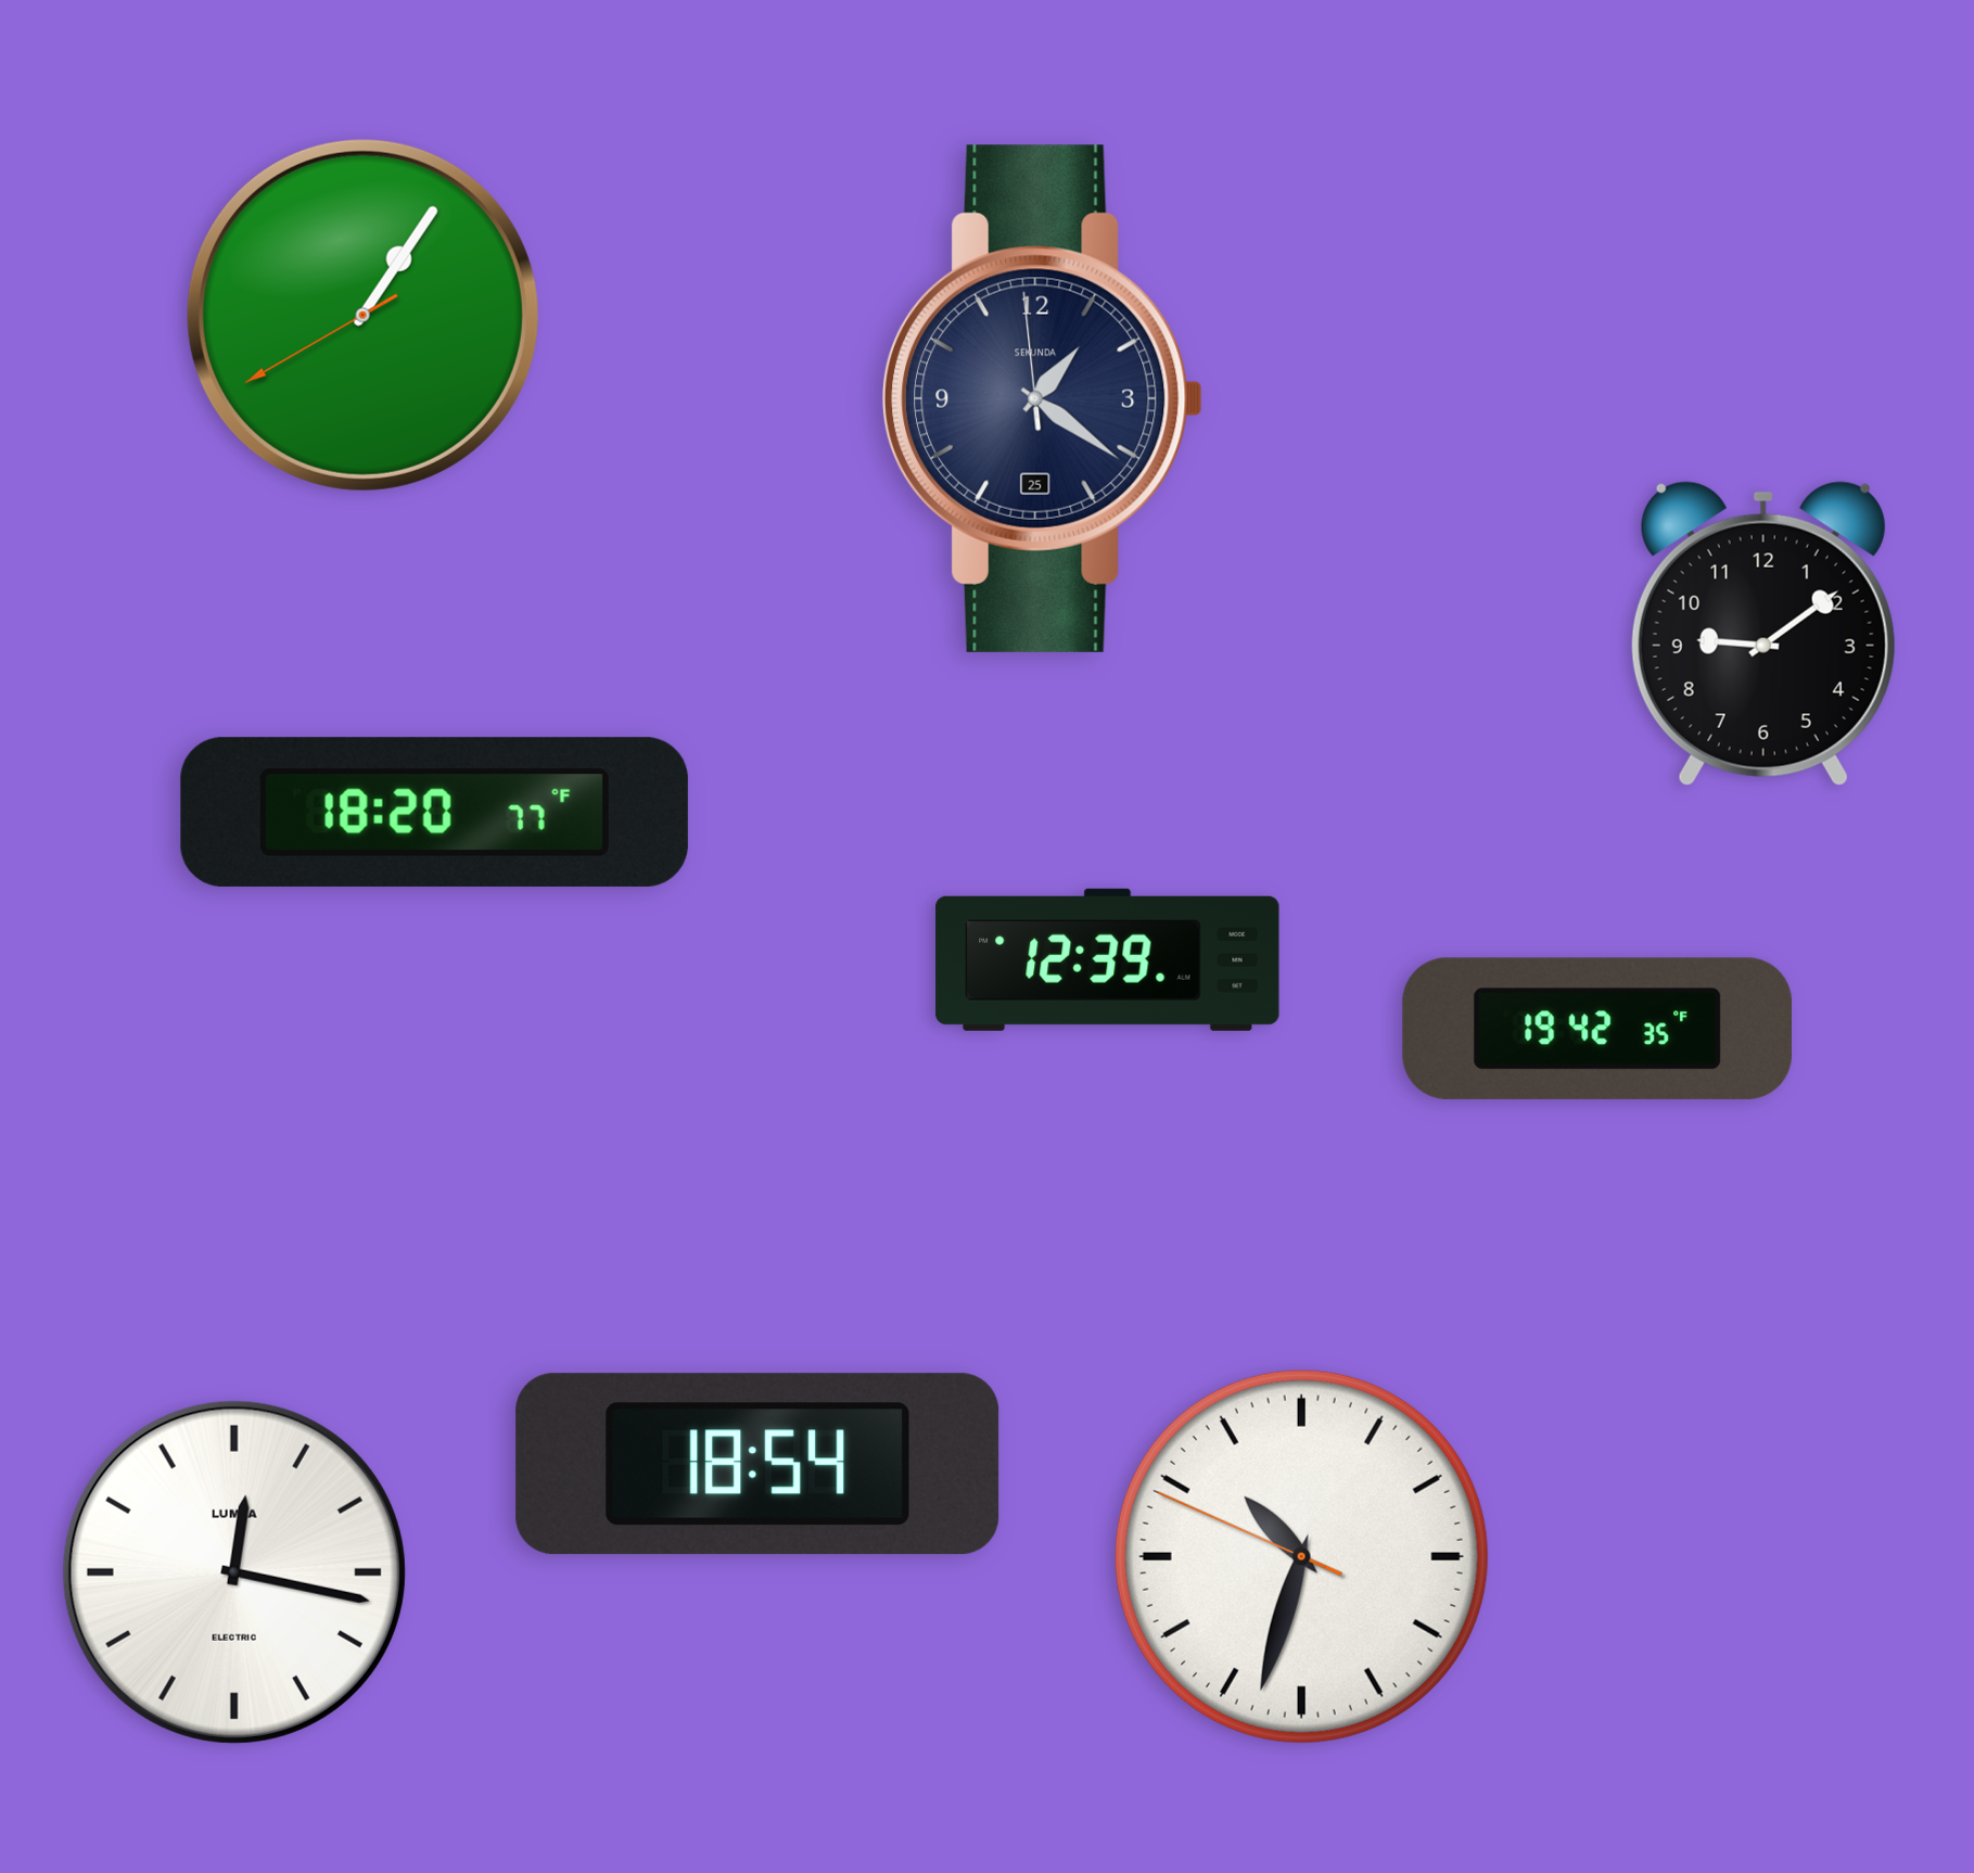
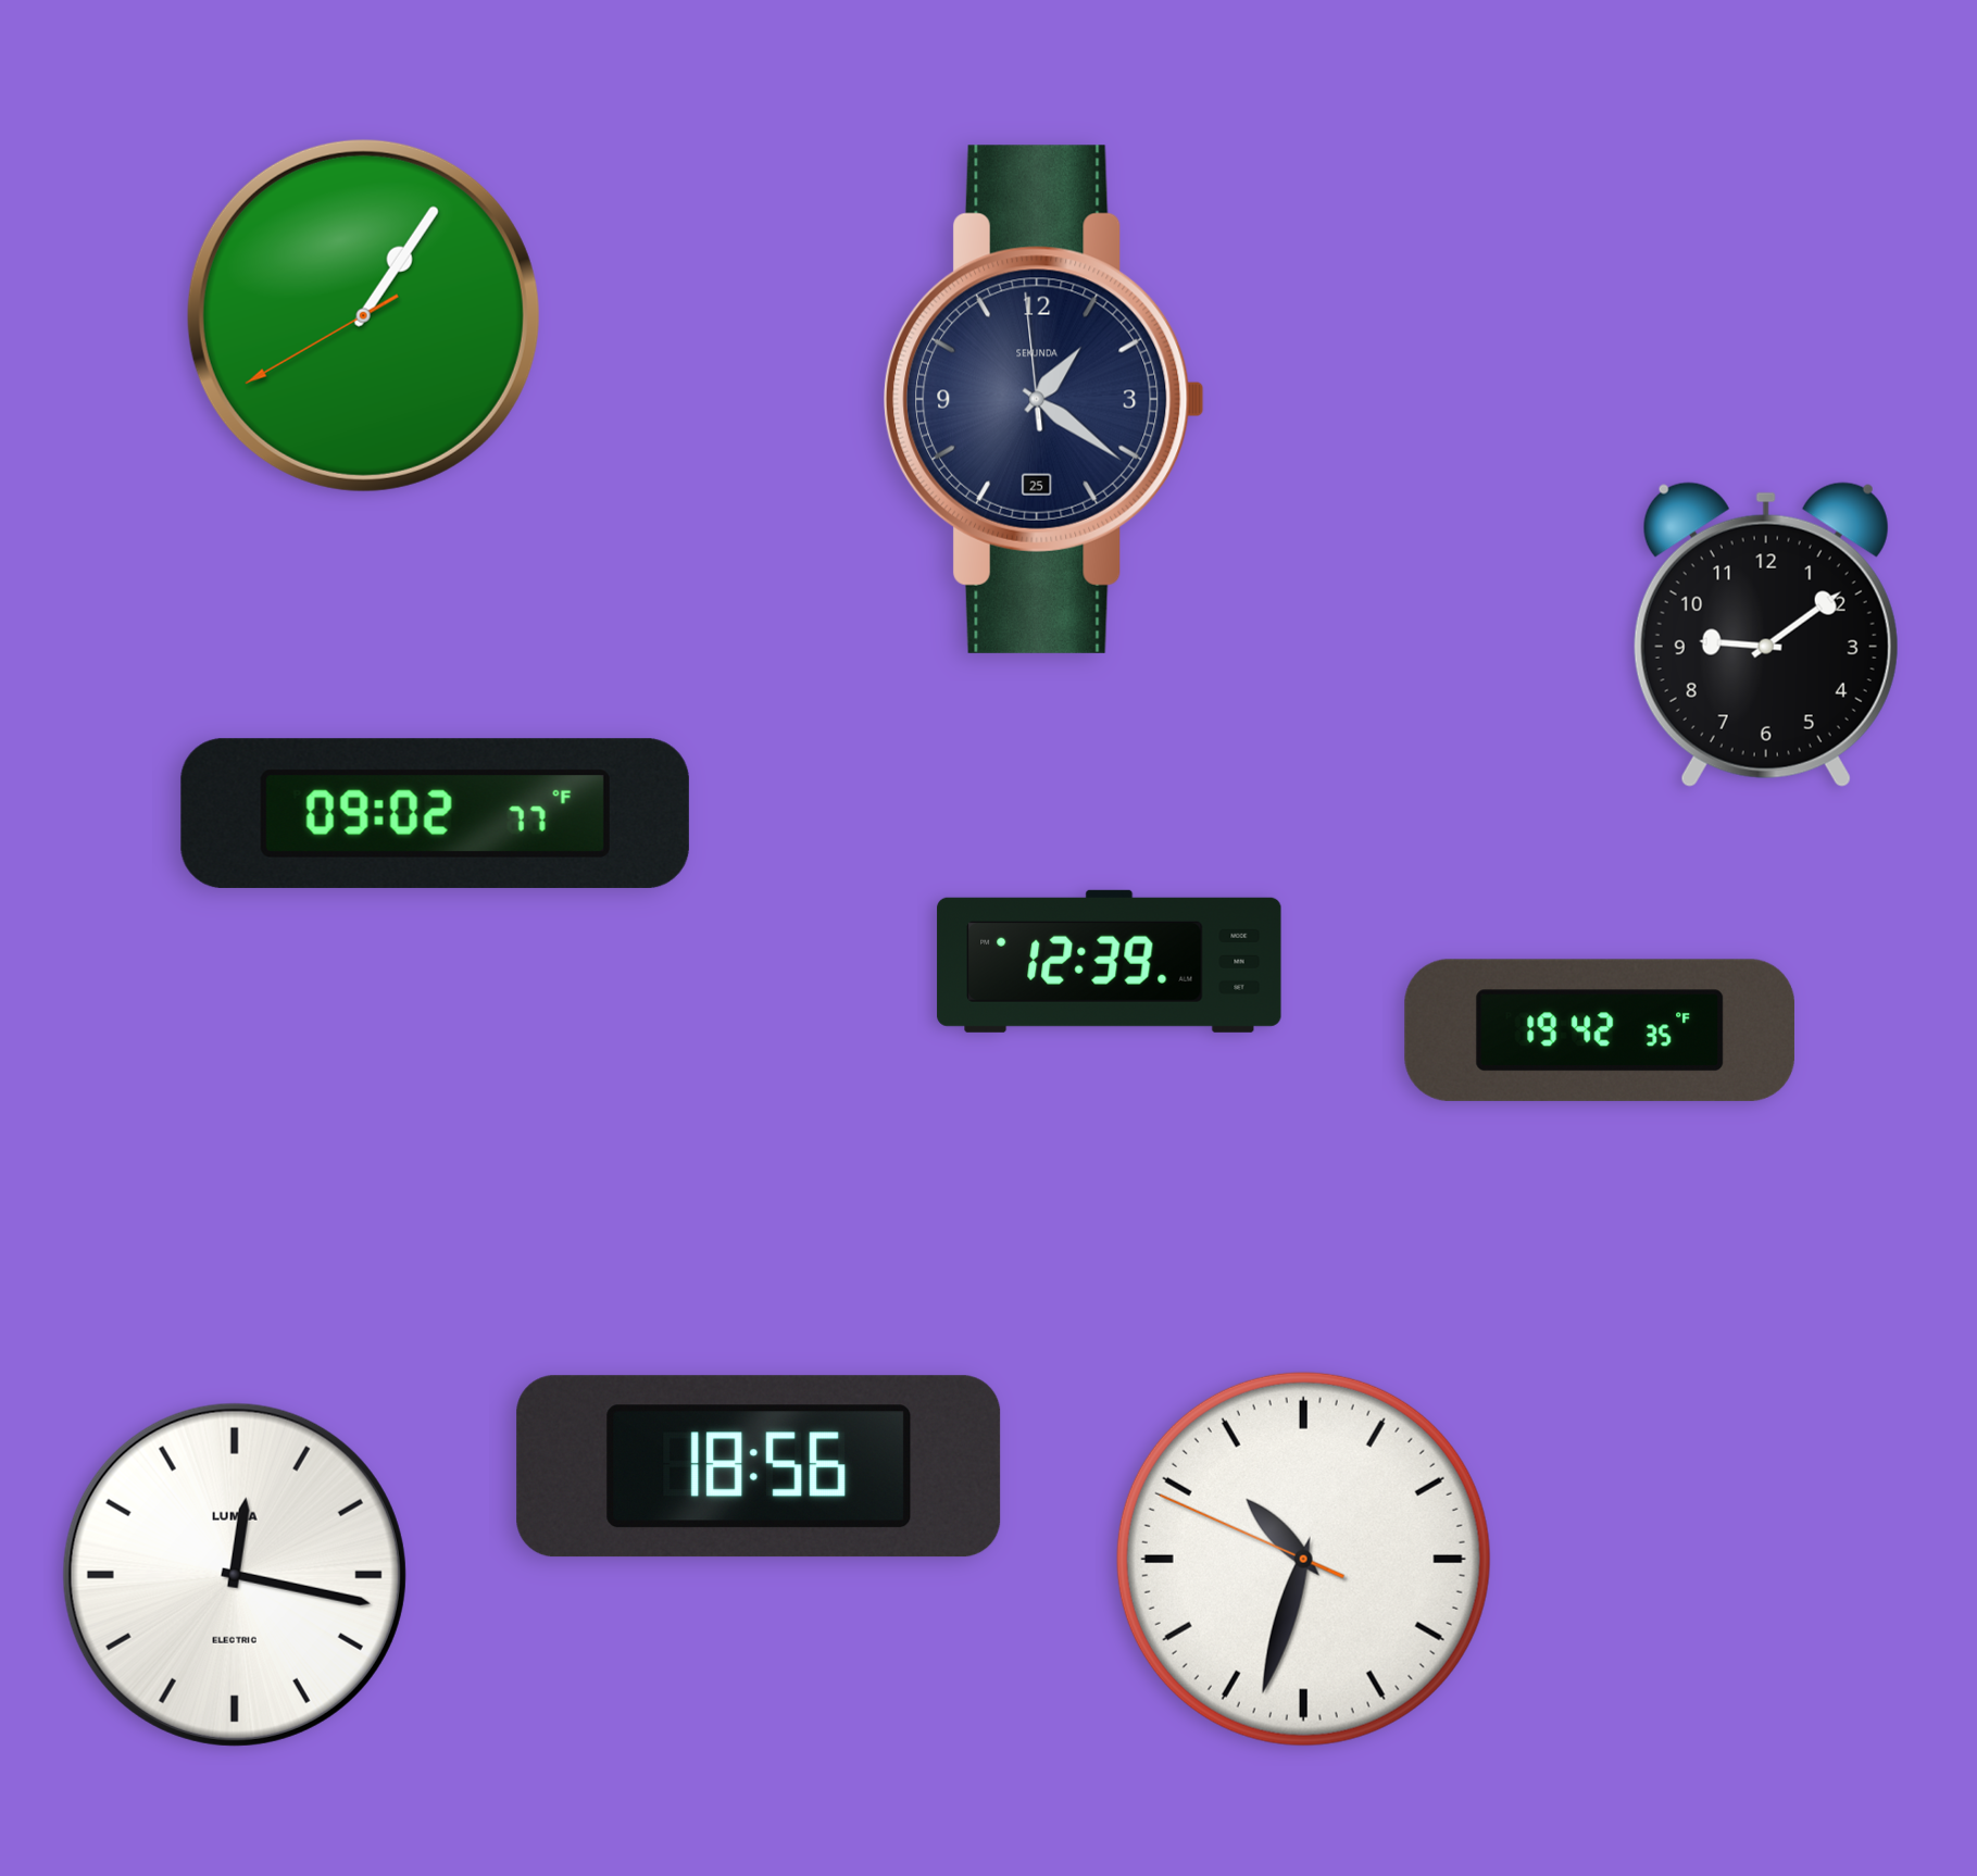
clock at (434, 812): 18:20 -> 09:02
clock at (757, 1464): 18:54 -> 18:56
